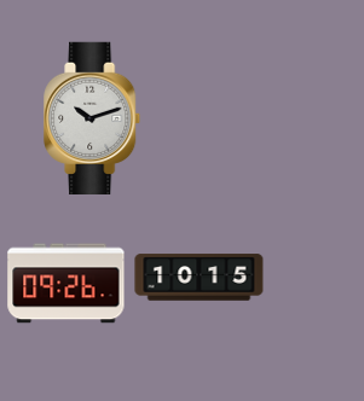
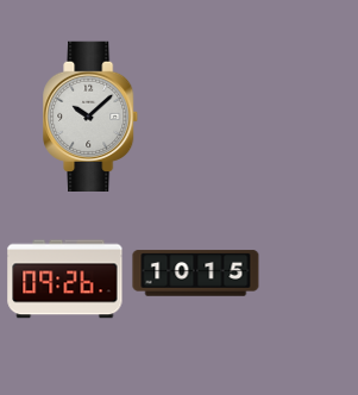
clock at (93, 117): 10:12 -> 10:08
